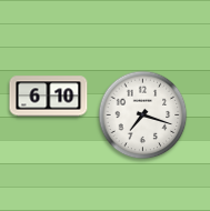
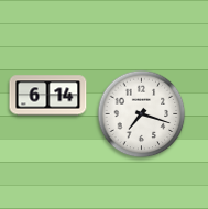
clock at (49, 97): 6:10 -> 6:14
